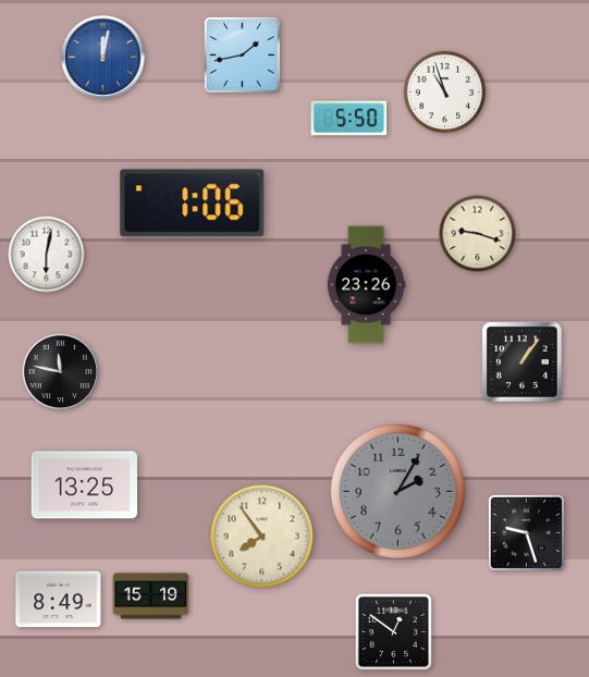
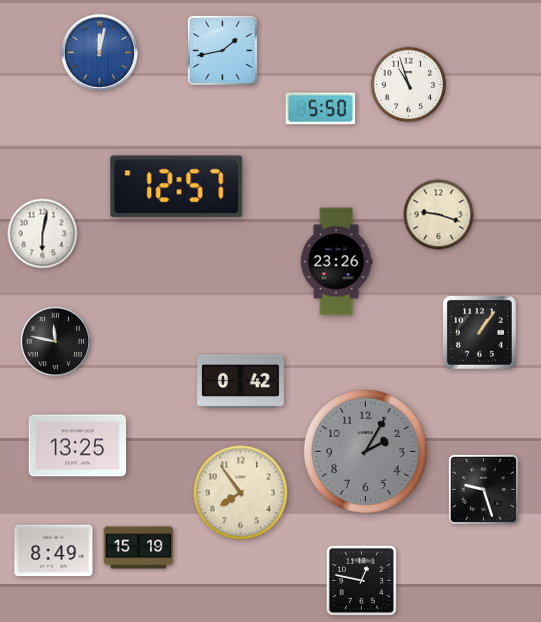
clock at (102, 57) position: (102, 57) -> (99, 52)
clock at (193, 204): 1:06 -> 12:57
clock at (241, 381): none -> 0:42
clock at (393, 631): 12:51 -> 12:47
